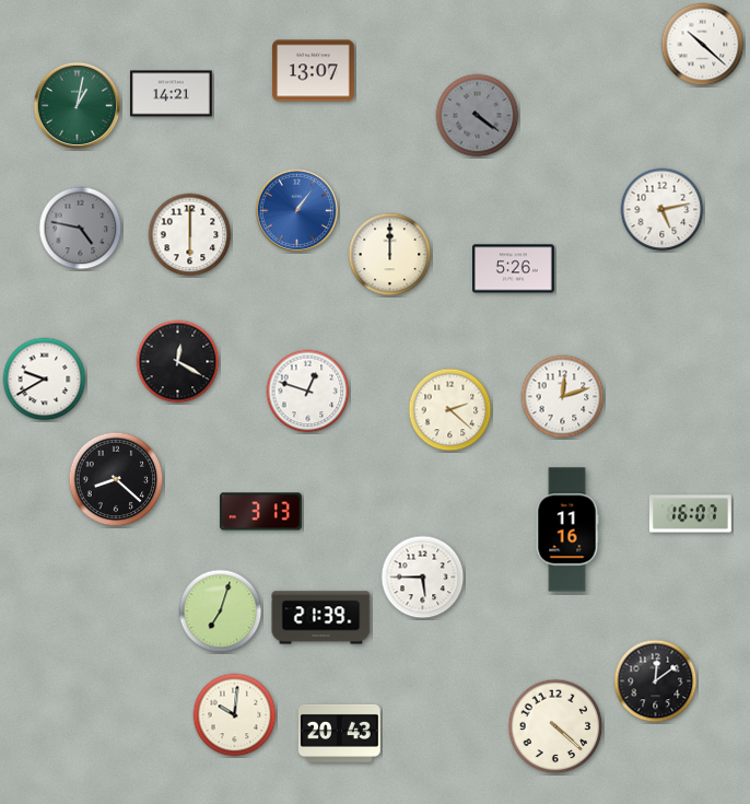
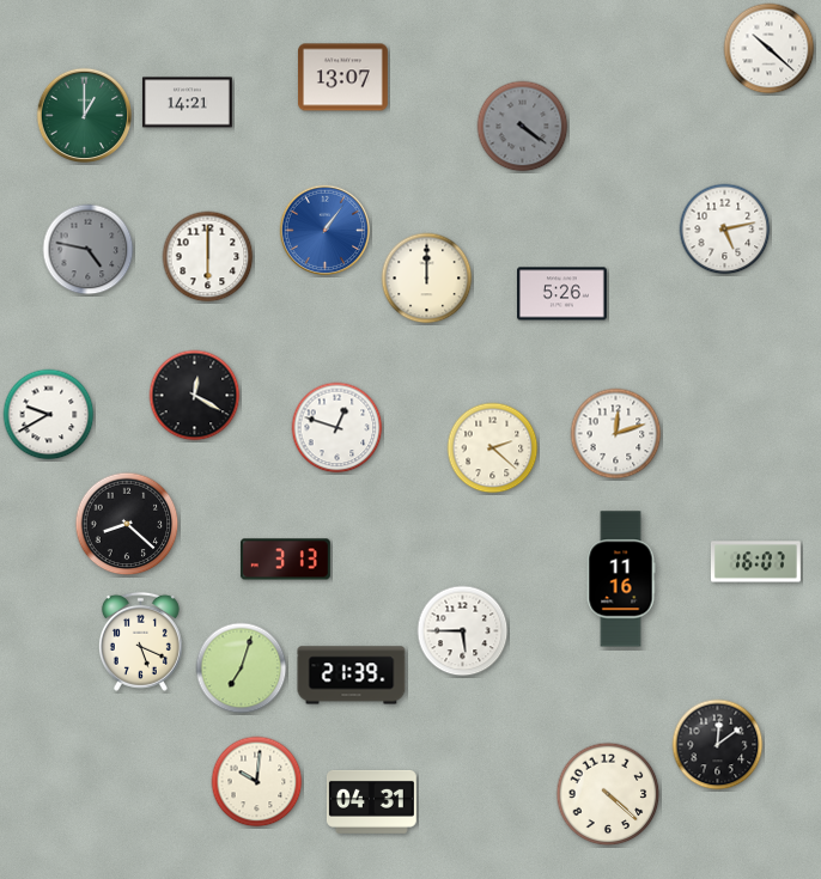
clock at (78, 106): 1:02 -> 1:00
clock at (140, 641): none -> 5:19
clock at (339, 733): 20:43 -> 04:31
